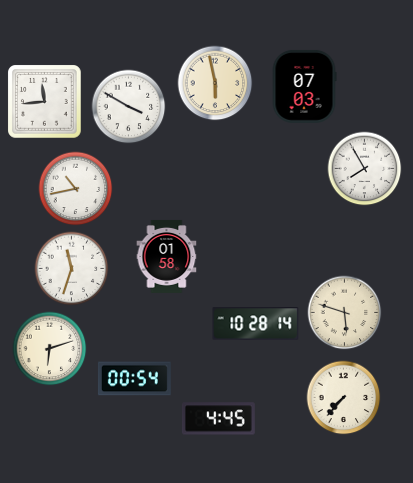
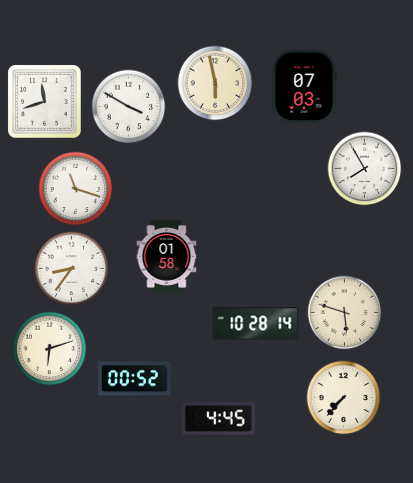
clock at (45, 102): 11:44 -> 11:42
clock at (76, 189): 10:43 -> 11:18
clock at (72, 269): 11:33 -> 8:36
clock at (134, 379): 00:54 -> 00:52
